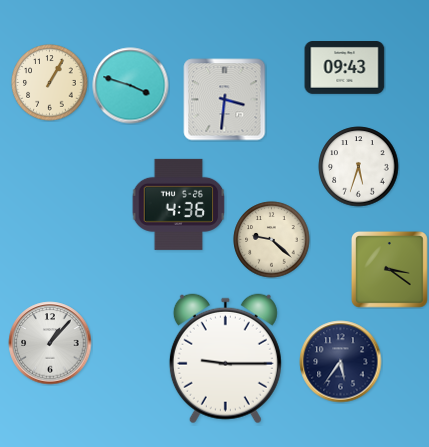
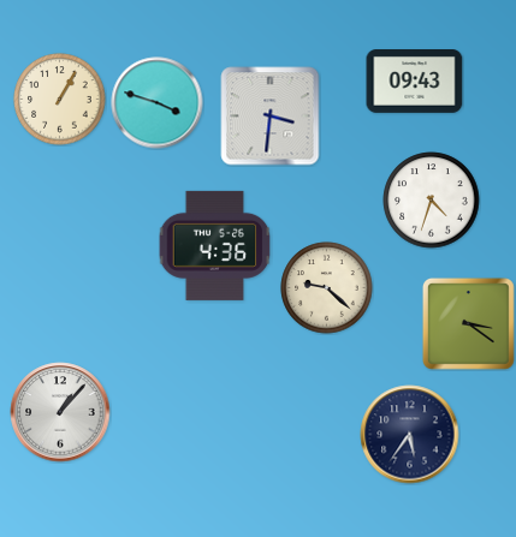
clock at (225, 100) position: (225, 100) -> (271, 117)
clock at (359, 167): 5:33 -> 4:33
clock at (225, 359): 9:15 -> none
